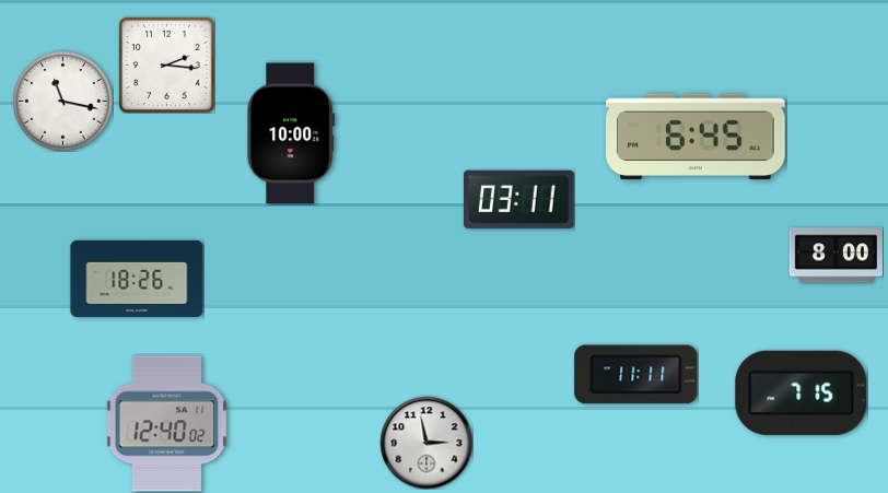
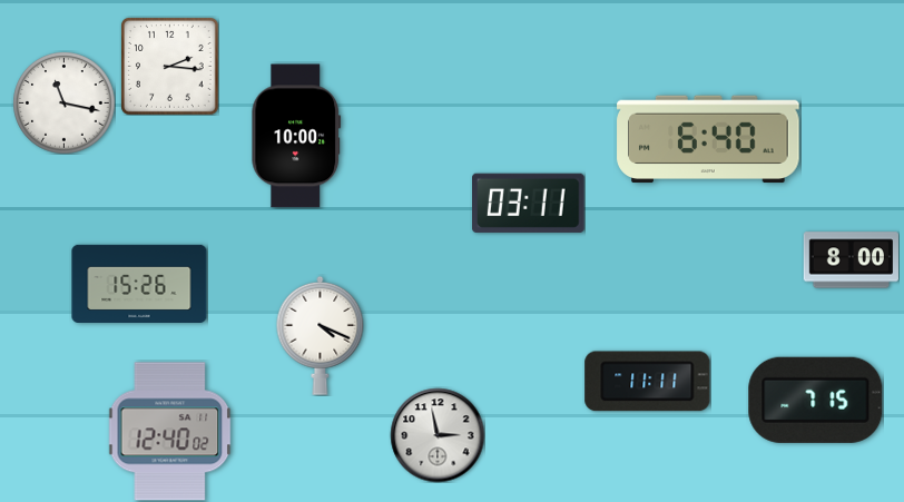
clock at (696, 137): 6:45 -> 6:40
clock at (137, 278): 18:26 -> 15:26
clock at (321, 335): none -> 4:19
clock at (427, 443) position: (427, 443) -> (438, 435)
